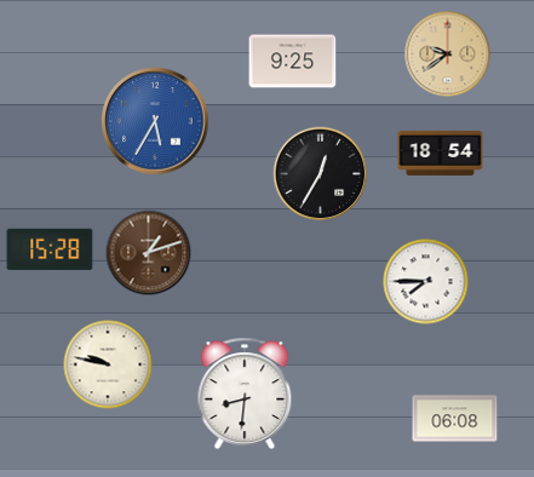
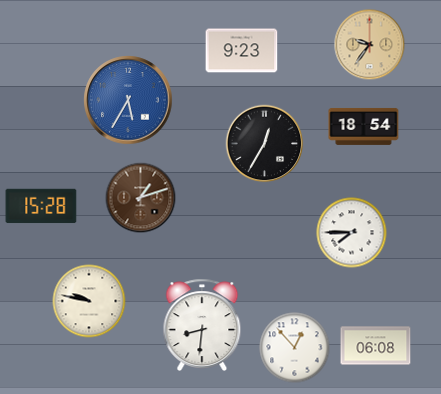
clock at (448, 54): 9:39 -> 9:36
clock at (293, 62): 9:25 -> 9:23
clock at (149, 253) position: (149, 253) -> (141, 198)
clock at (295, 348): none -> 12:53
